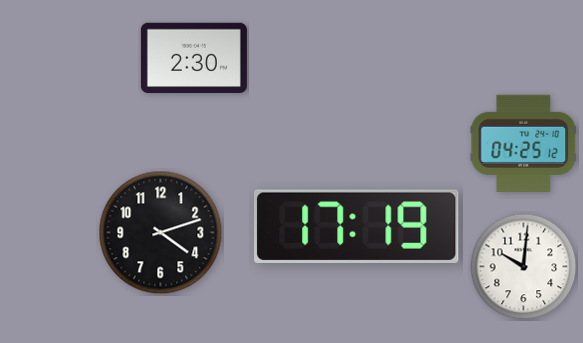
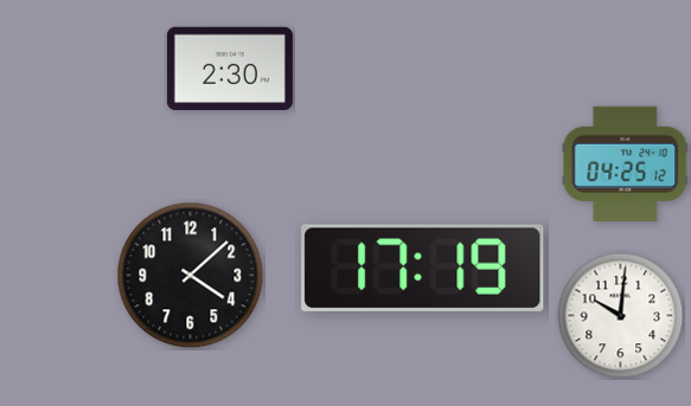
clock at (524, 143) position: (524, 143) -> (626, 163)
clock at (161, 233): 4:12 -> 4:08
